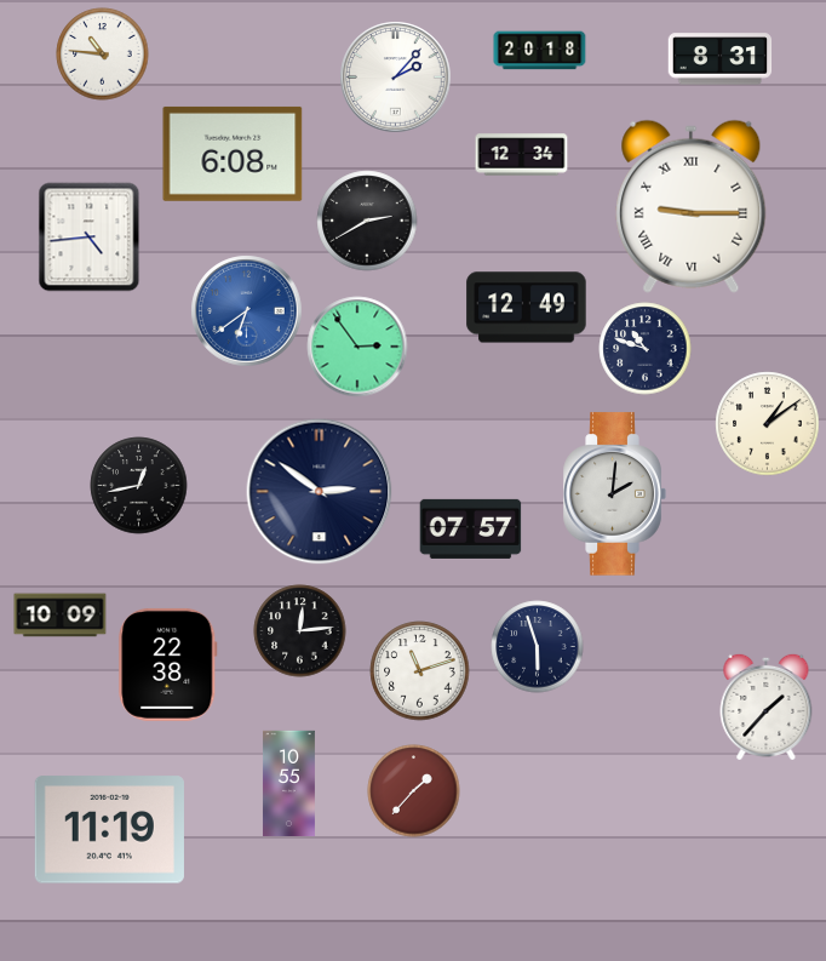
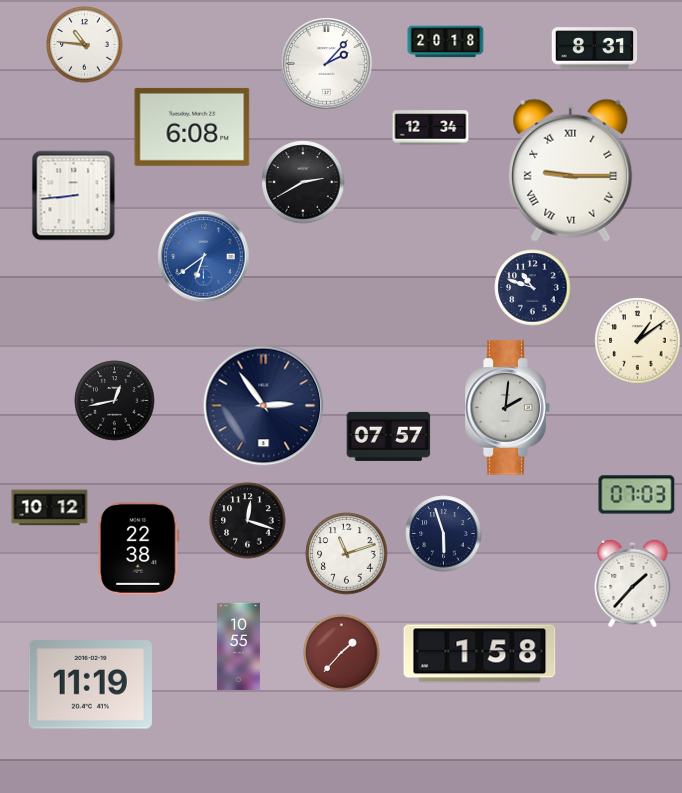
clock at (90, 238): 4:44 -> 8:44
clock at (527, 308): 12:49 -> none
clock at (357, 347): 2:54 -> none
clock at (768, 424) position: (768, 424) -> (638, 341)
clock at (320, 492): 2:51 -> 2:54
clock at (637, 495): none -> 07:03
clock at (61, 616): 10:09 -> 10:12
clock at (300, 631): 12:14 -> 12:18
clock at (480, 654): none -> 1:58
